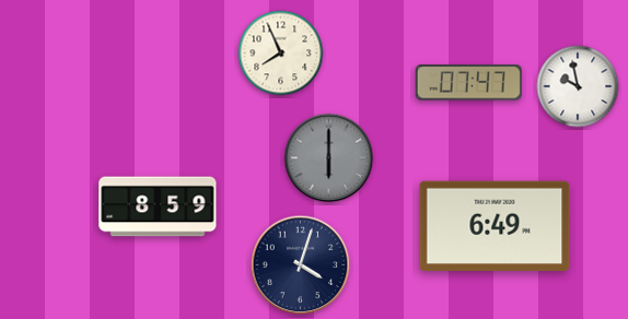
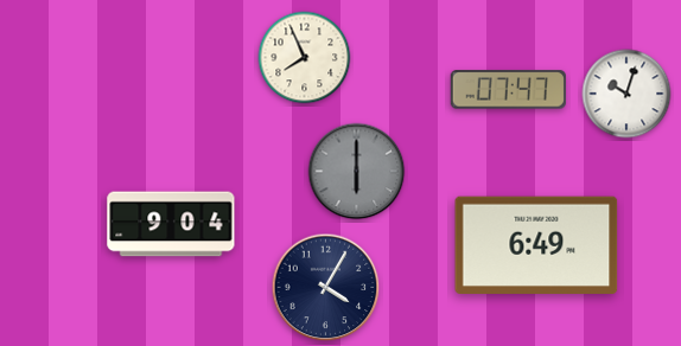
clock at (578, 86): 9:58 -> 10:03
clock at (158, 206): 8:59 -> 9:04
clock at (301, 265): 4:03 -> 4:05
